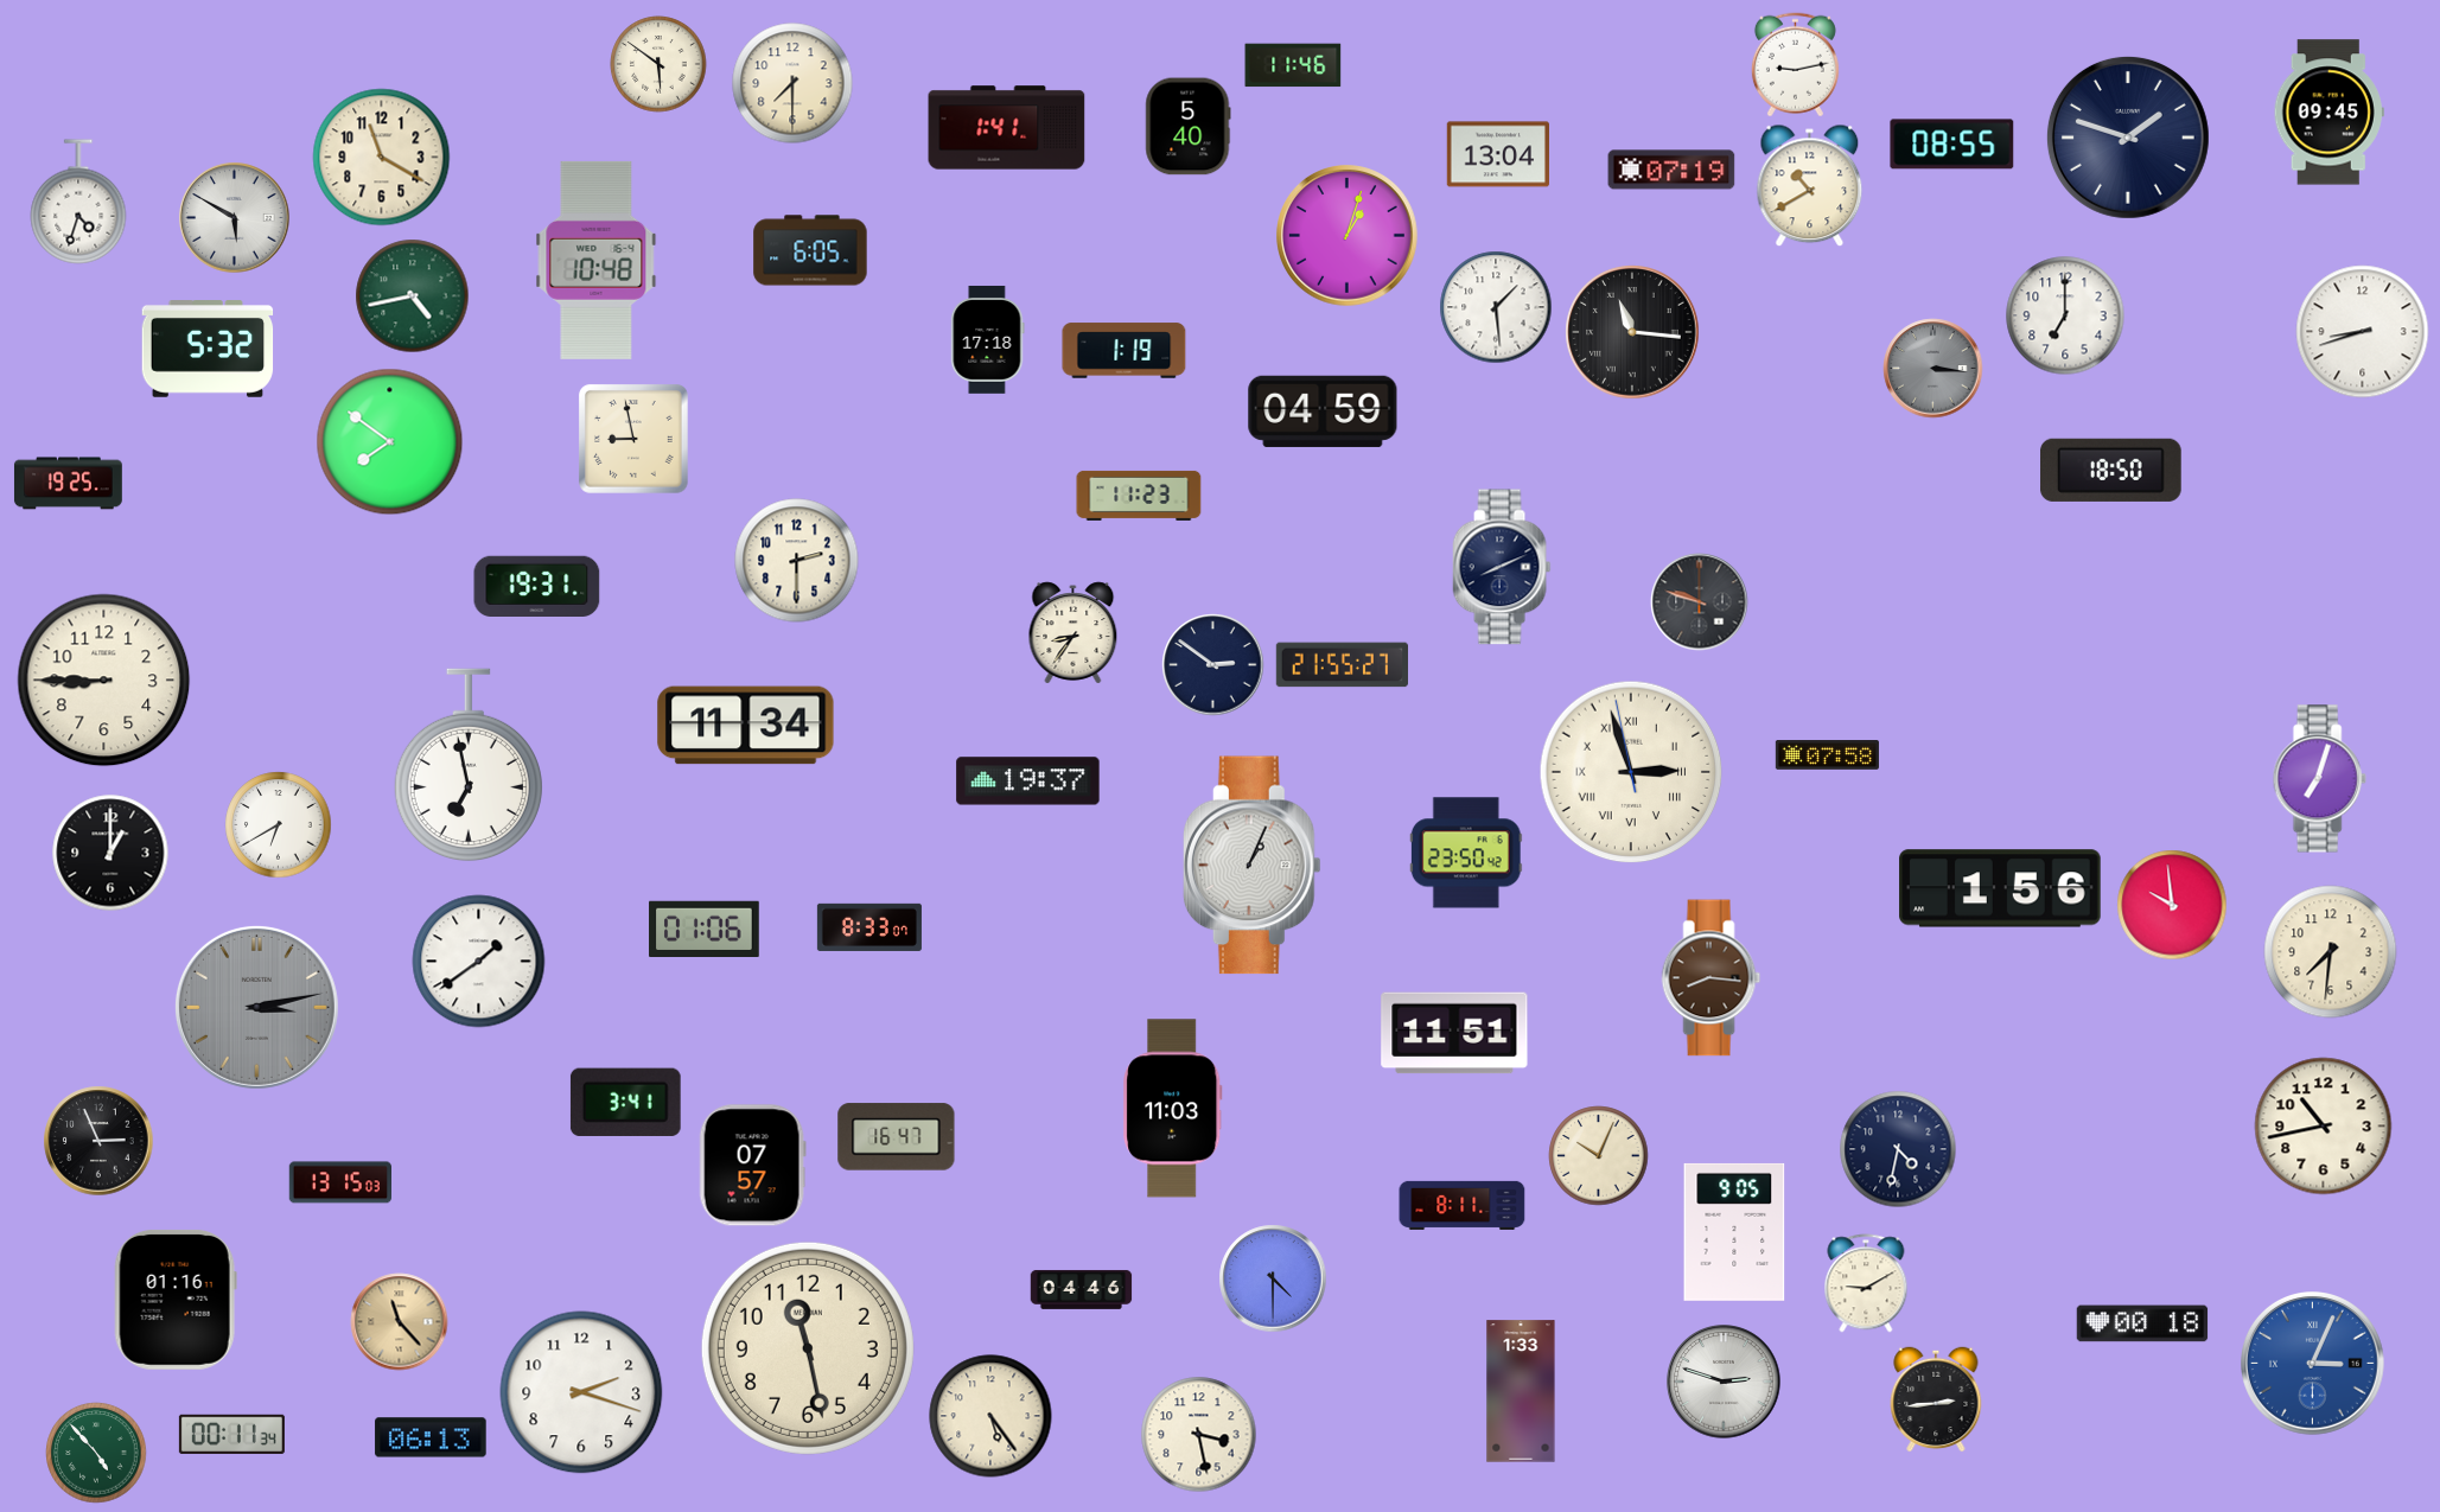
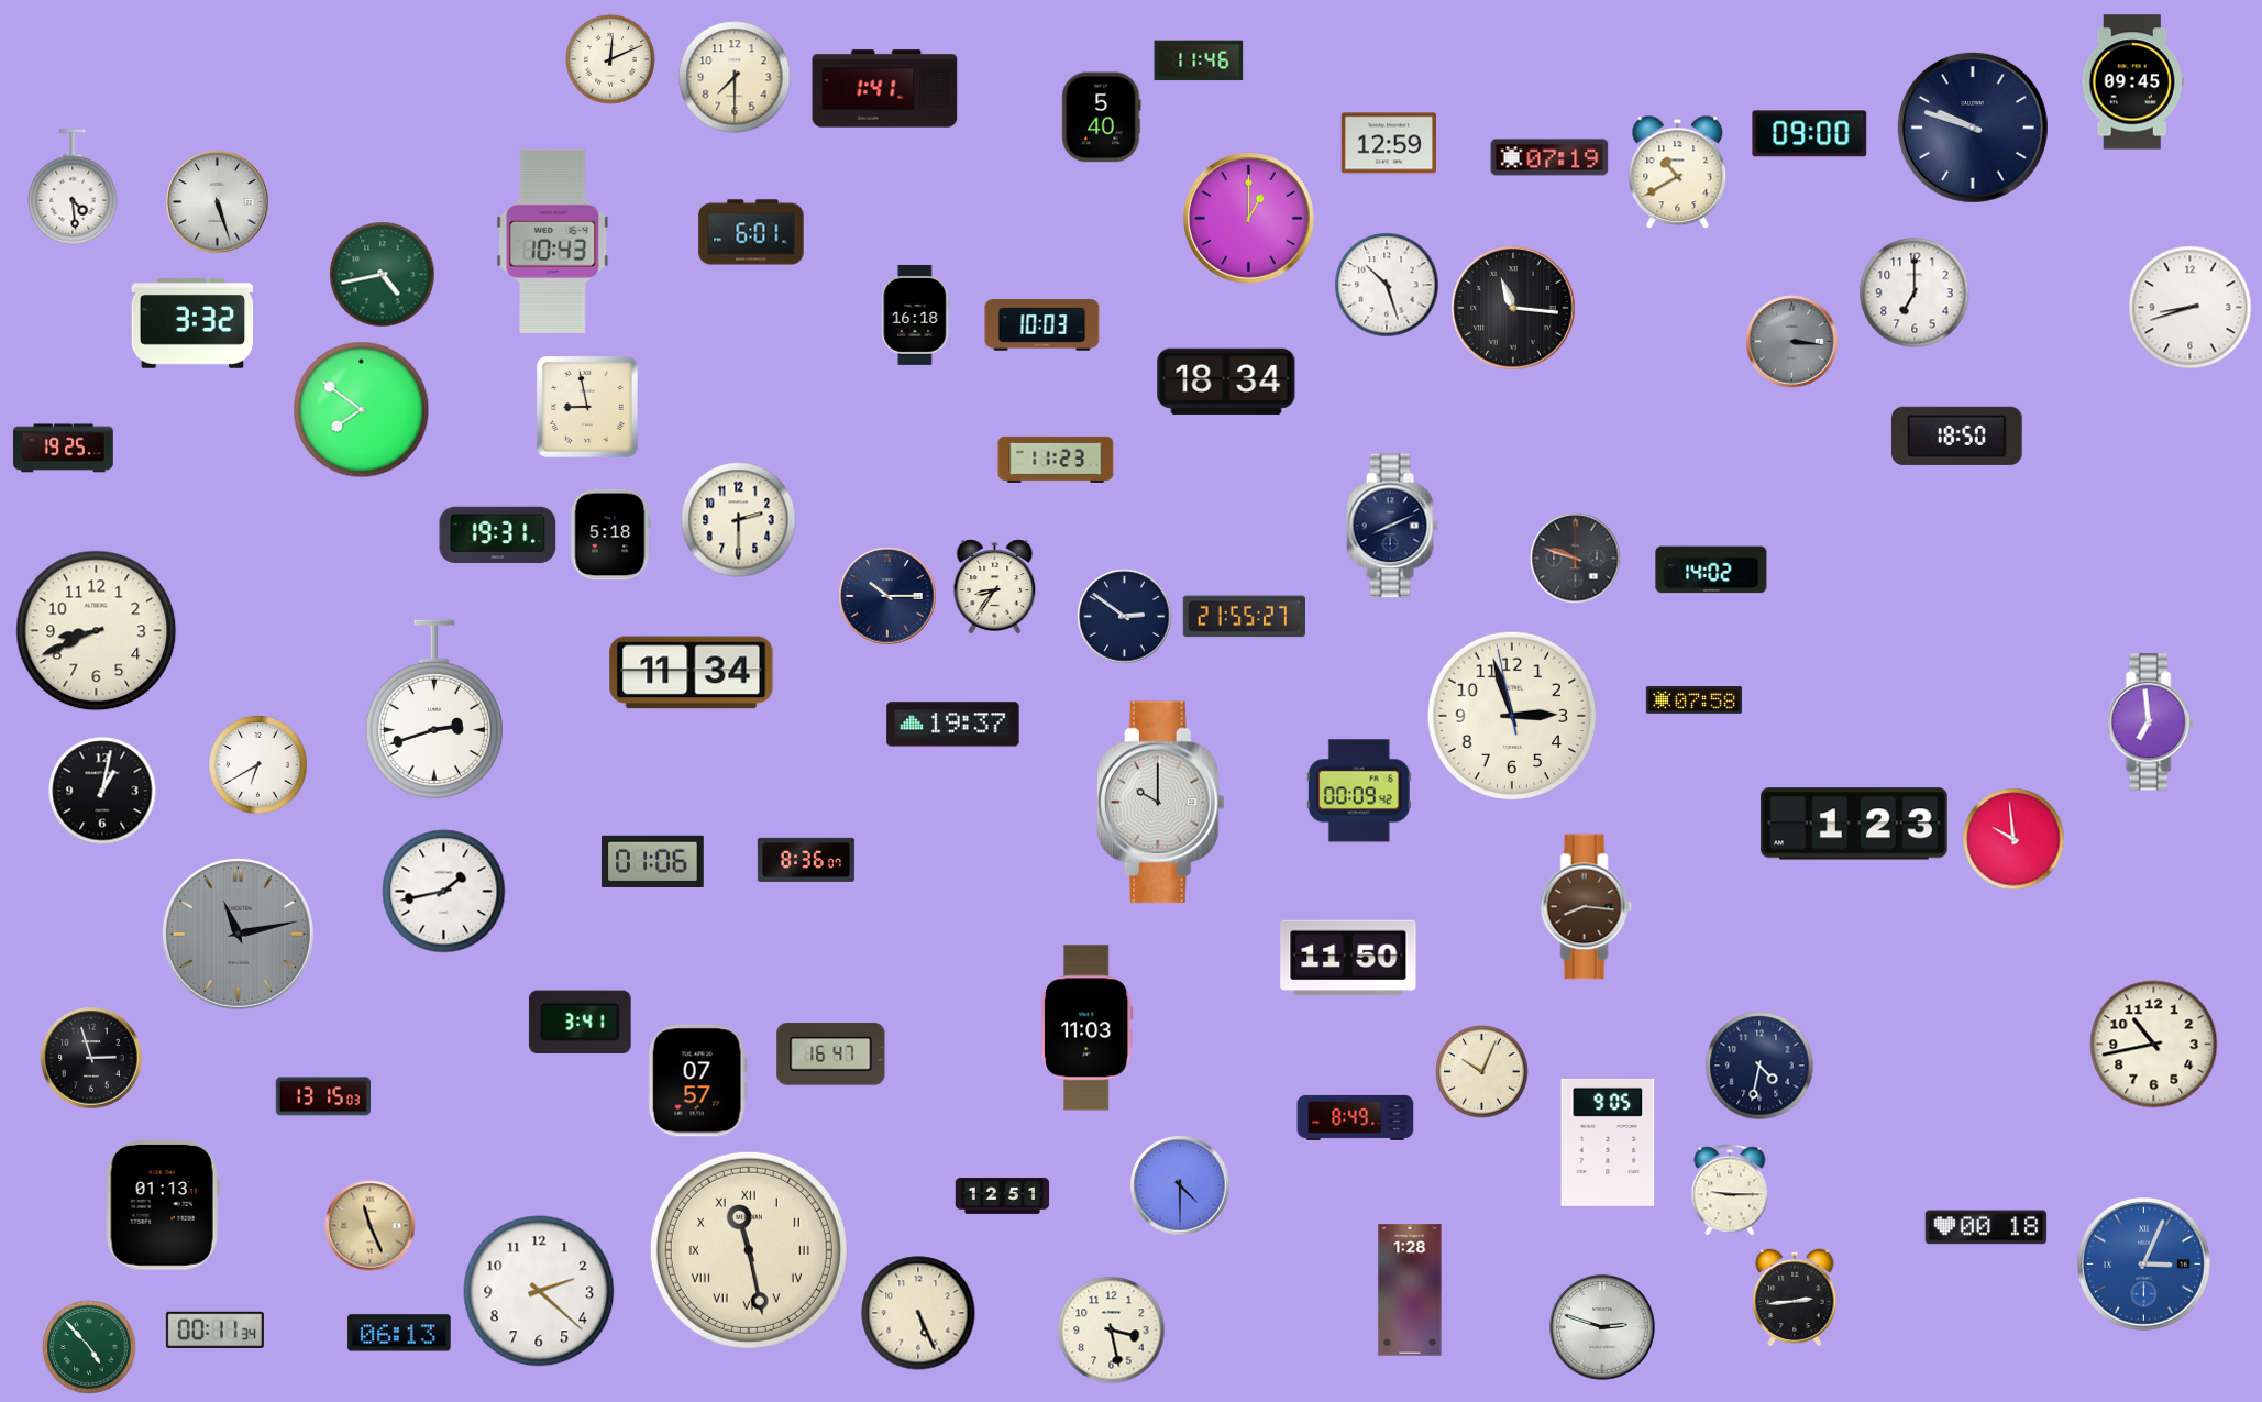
clock at (658, 64): 5:51 -> 12:11
clock at (1795, 65): 9:13 -> none
clock at (2328, 113) position: (2328, 113) -> (2132, 82)
clock at (1007, 128) position: (1007, 128) -> (885, 89)
clock at (2128, 138): 1:48 -> 9:48
clock at (1952, 145): 08:55 -> 09:00
clock at (1497, 154): 13:04 -> 12:59
clock at (382, 158): 11:20 -> none
clock at (78, 202): 4:33 -> 4:29
clock at (235, 218): 5:50 -> 5:27
clock at (1348, 236): 1:03 -> 1:00
clock at (810, 250): 6:05 -> 6:01
clock at (597, 260): 10:48 -> 10:43
clock at (1496, 307): 1:29 -> 10:27
clock at (988, 339): 17:18 -> 16:18
clock at (208, 350): 5:32 -> 3:32
clock at (1125, 351): 1:19 -> 10:03
clock at (1323, 412): 04:59 -> 18:34
clock at (610, 534): none -> 5:18
clock at (537, 586) position: (537, 586) -> (498, 534)
clock at (1711, 570): none -> 14:02
clock at (887, 596): none -> 10:15
clock at (104, 681): 8:45 -> 8:41
clock at (469, 765): 6:58 -> 2:42
clock at (1631, 772) numerals: Roman -> Arabic
clock at (2319, 779): 7:03 -> 6:59
clock at (110, 853): 1:00 -> 1:02
clock at (1466, 853): 23:50 -> 00:09
clock at (1251, 866): 1:04 -> 10:00
clock at (2000, 888): 1:56 -> 1:23
clock at (869, 927): 8:33 -> 8:36
clock at (2331, 952): 7:31 -> none
clock at (479, 962): 1:39 -> 1:43
clock at (256, 1007): 3:13 -> 11:13
clock at (1454, 1033): 11:51 -> 11:50
clock at (98, 1141): 2:56 -> 2:57
clock at (339, 1182) position: (339, 1182) -> (322, 1096)
clock at (1463, 1205): 8:11 -> 8:49
clock at (1866, 1283): 9:10 -> 9:15
clock at (1082, 1289): 04:46 -> 12:51
clock at (176, 1300): 01:16 -> 01:13
clock at (400, 1322): 11:23 -> 11:26
clock at (808, 1348) numerals: Arabic -> Roman
clock at (1724, 1382) position: (1724, 1382) -> (1602, 1327)
clock at (1521, 1391): 1:33 -> 1:28
clock at (581, 1392): 2:18 -> 2:22
clock at (990, 1416): 5:24 -> 5:26
